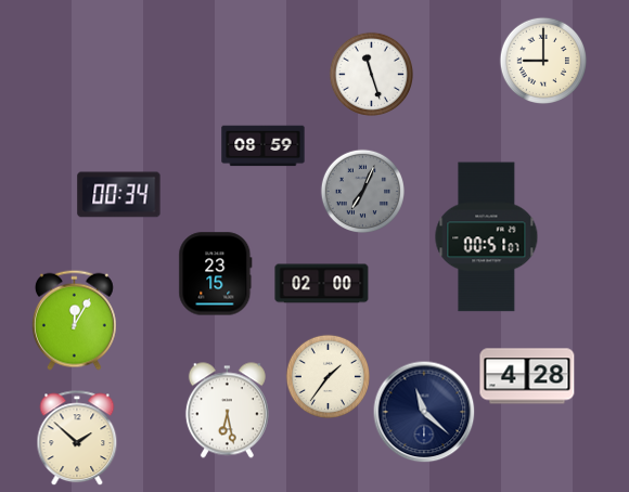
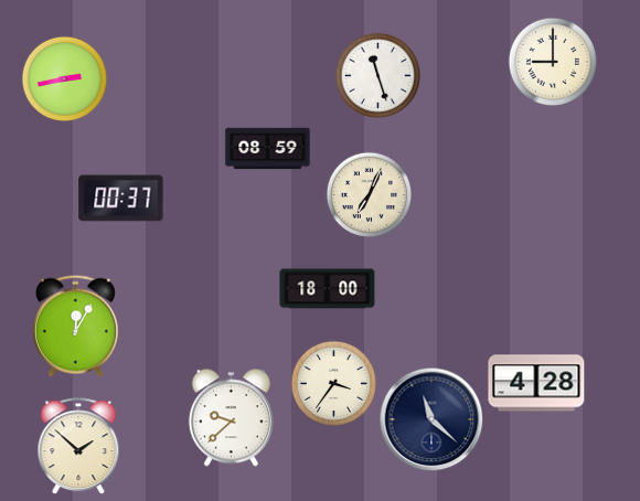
clock at (64, 78): none -> 2:43
clock at (362, 191) dial: grey -> cream
clock at (119, 195): 00:34 -> 00:37
clock at (487, 237): 00:51 -> none
clock at (216, 274): 23:15 -> none
clock at (322, 284): 02:00 -> 18:00
clock at (328, 376): 1:36 -> 3:36
clock at (227, 411): 6:28 -> 9:38
